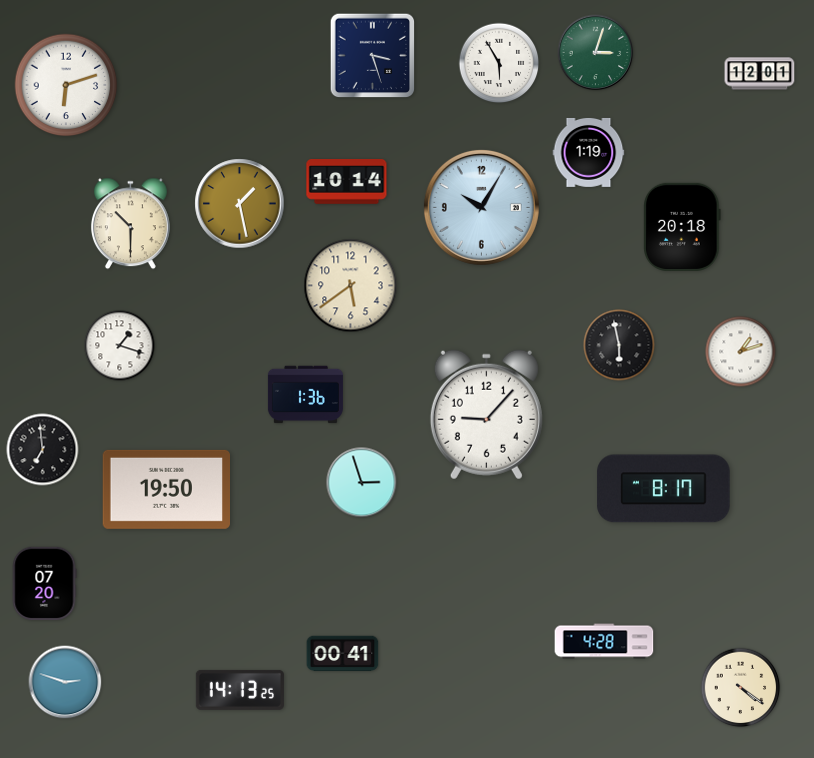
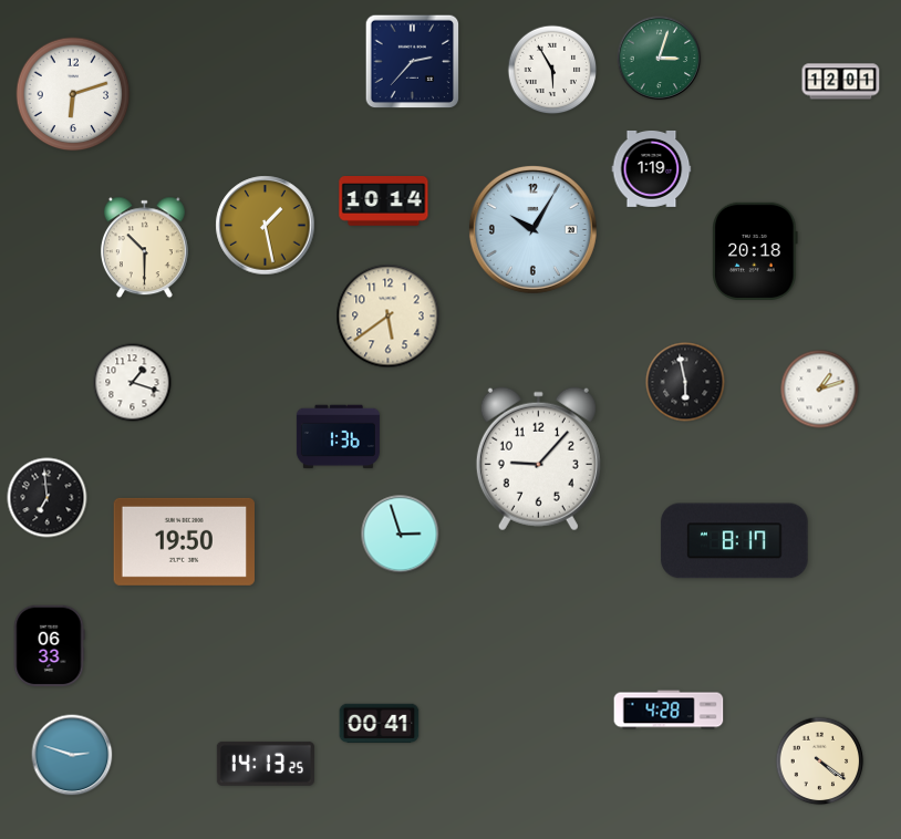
clock at (373, 56): 3:27 -> 2:37
clock at (44, 584): 07:20 -> 06:33
